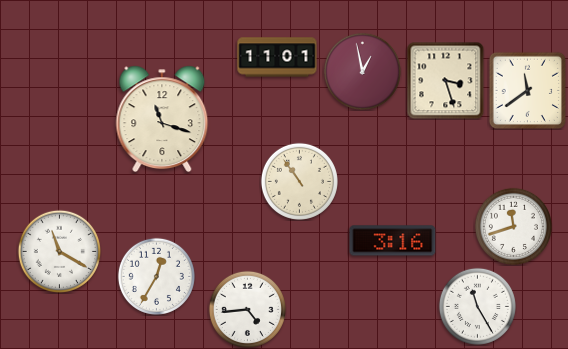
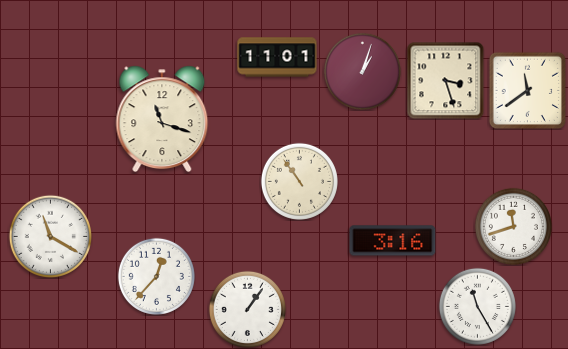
clock at (362, 71): 12:58 -> 1:03
clock at (59, 251) position: (59, 251) -> (50, 236)
clock at (156, 276): 12:35 -> 12:37
clock at (247, 309): 4:44 -> 1:06
